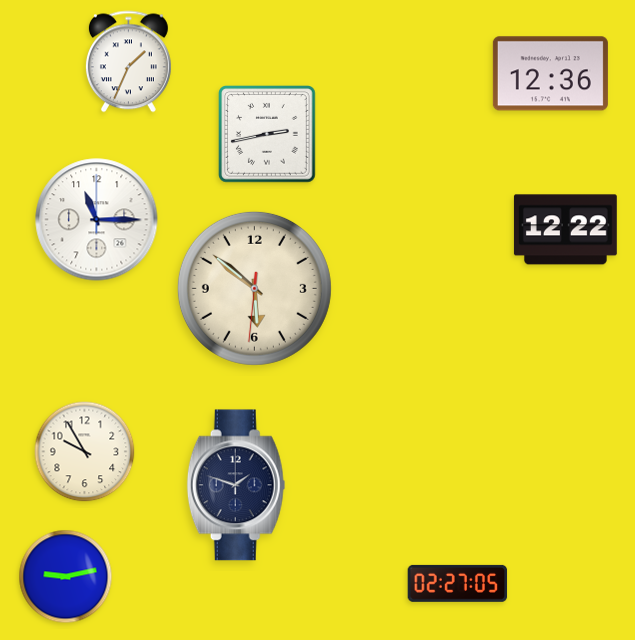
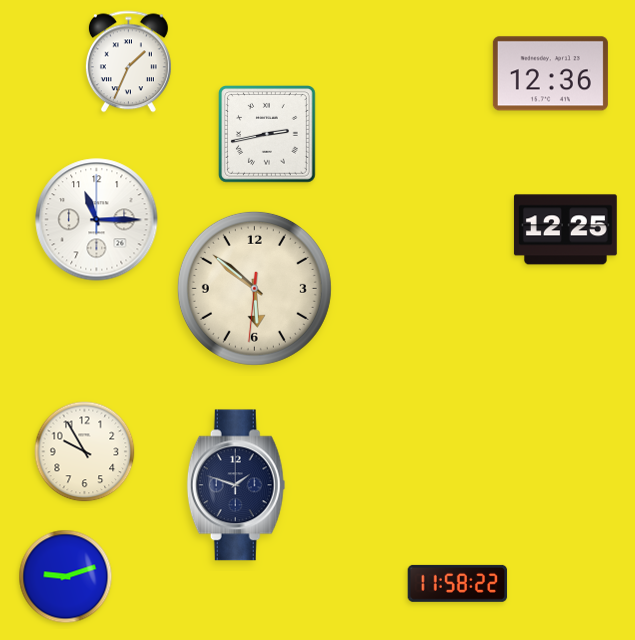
clock at (565, 230): 12:22 -> 12:25
clock at (66, 577): 9:13 -> 9:12
clock at (458, 583): 02:27 -> 11:58
